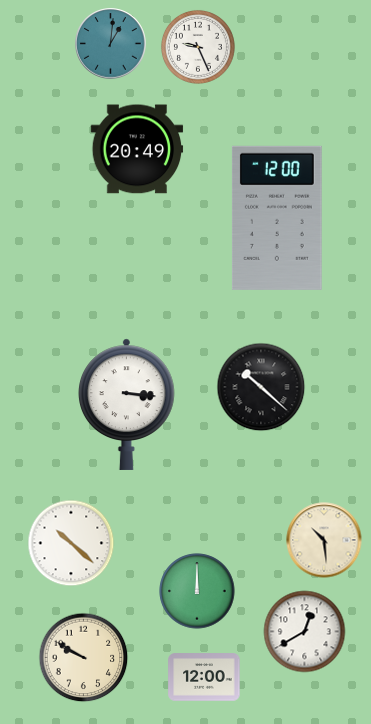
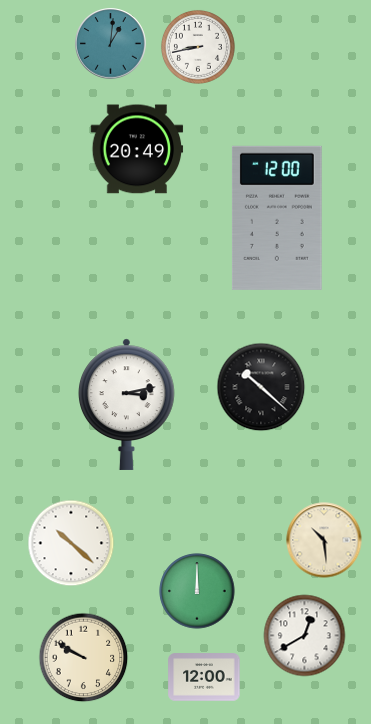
clock at (198, 47): 9:26 -> 8:43
clock at (127, 404): 3:16 -> 3:13
clock at (305, 632) position: (305, 632) -> (305, 636)
